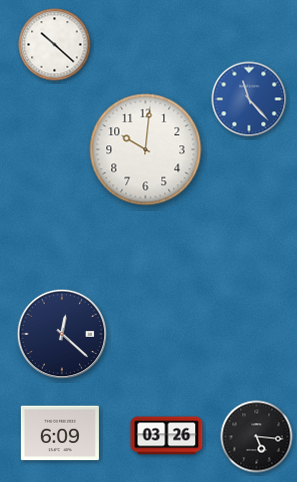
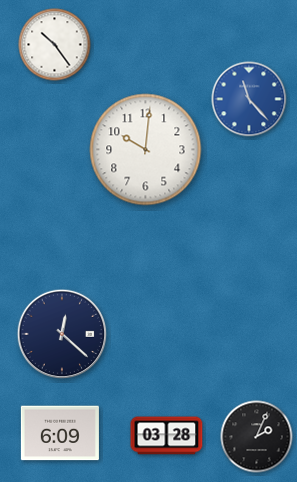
clock at (55, 45): 10:22 -> 10:24
clock at (167, 436): 03:26 -> 03:28
clock at (257, 437): 5:16 -> 2:04
